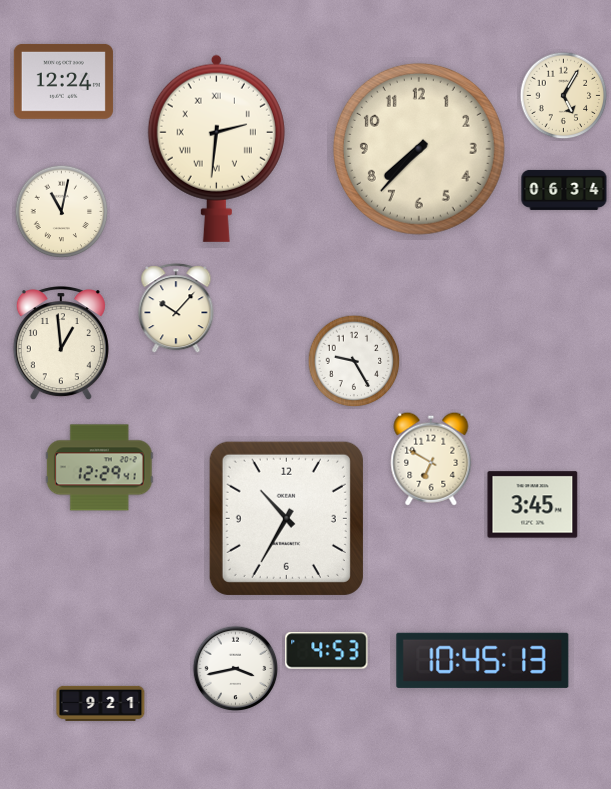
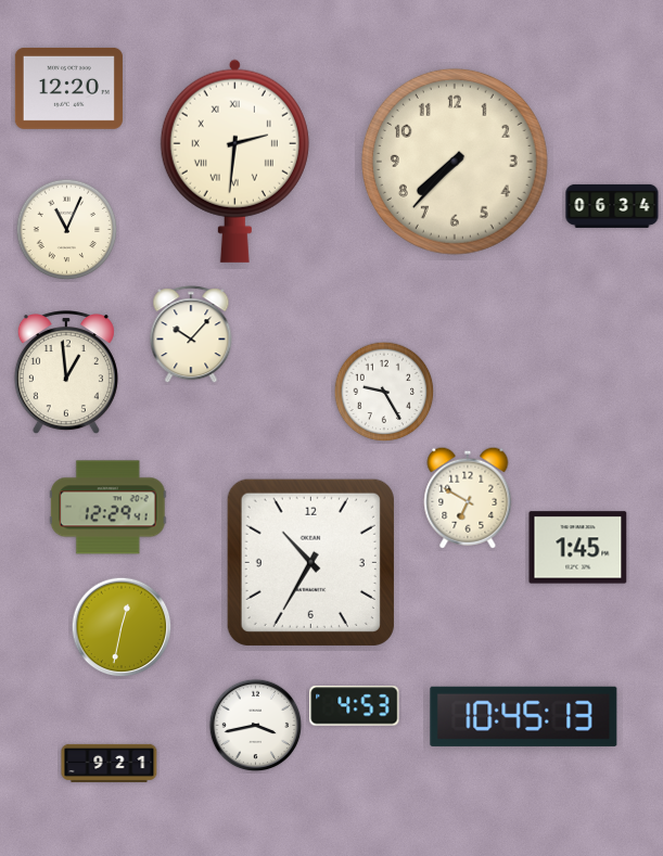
clock at (63, 81): 12:24 -> 12:20
clock at (564, 96): 5:05 -> none
clock at (62, 212): 11:02 -> 11:04
clock at (533, 505): 3:45 -> 1:45
clock at (122, 627): none -> 12:32
